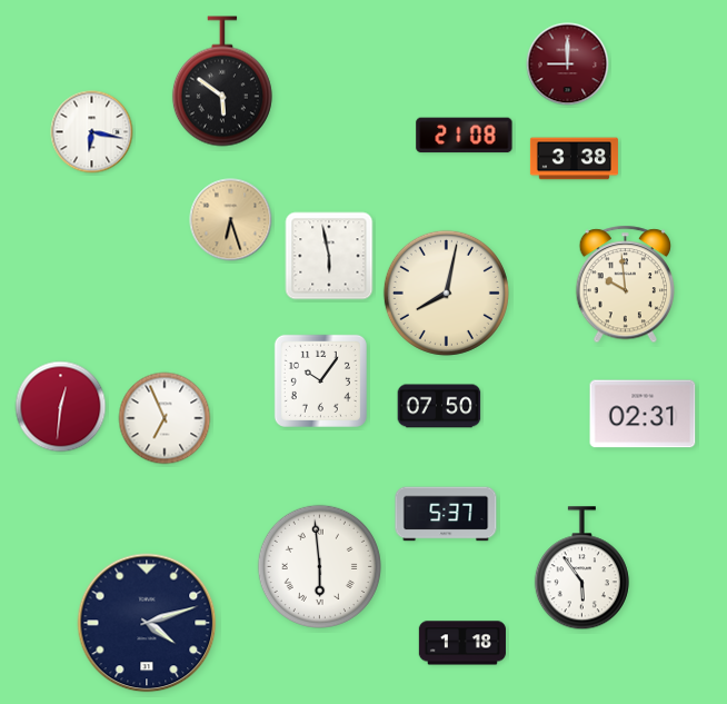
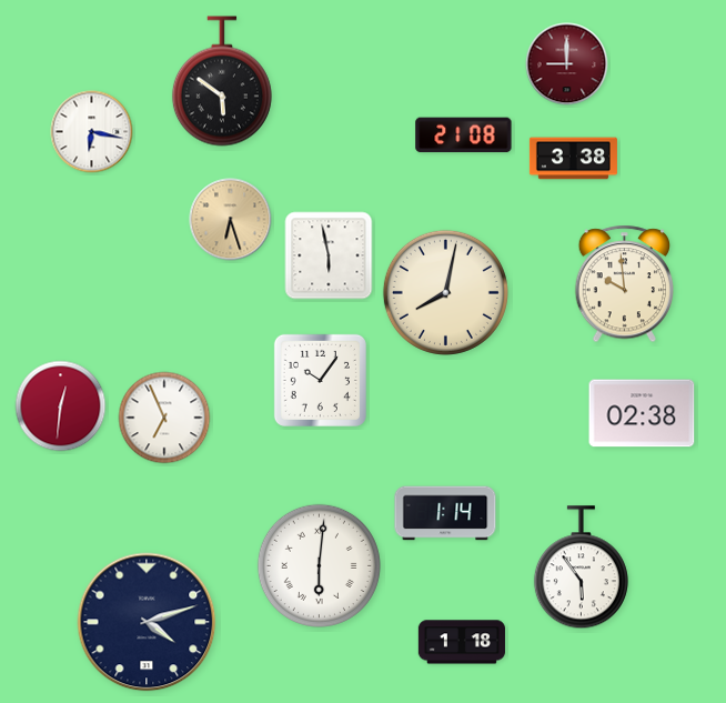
clock at (439, 406): 07:50 -> none
clock at (643, 414): 02:31 -> 02:38
clock at (446, 514): 5:37 -> 1:14
clock at (319, 566): 5:59 -> 6:01
